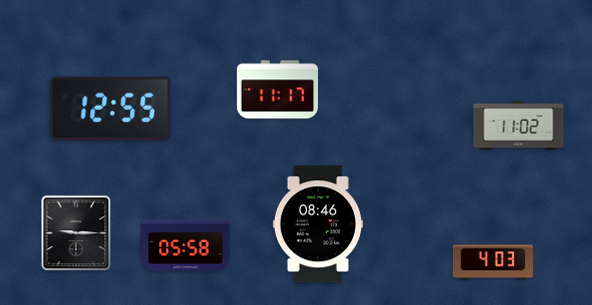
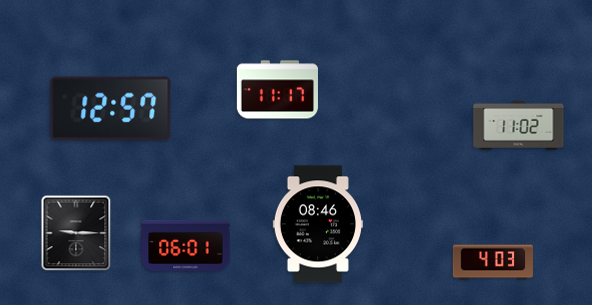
clock at (111, 109): 12:55 -> 12:57
clock at (186, 245): 05:58 -> 06:01
